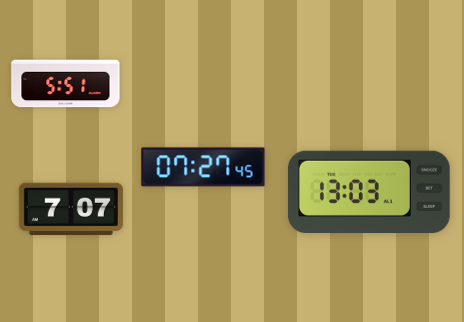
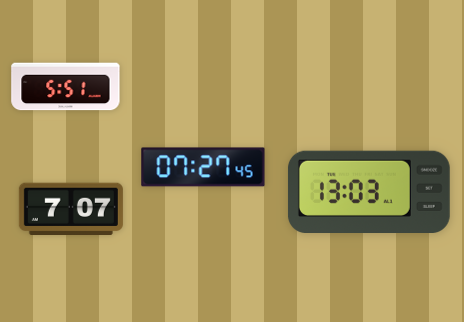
clock at (66, 84) position: (66, 84) -> (66, 87)
